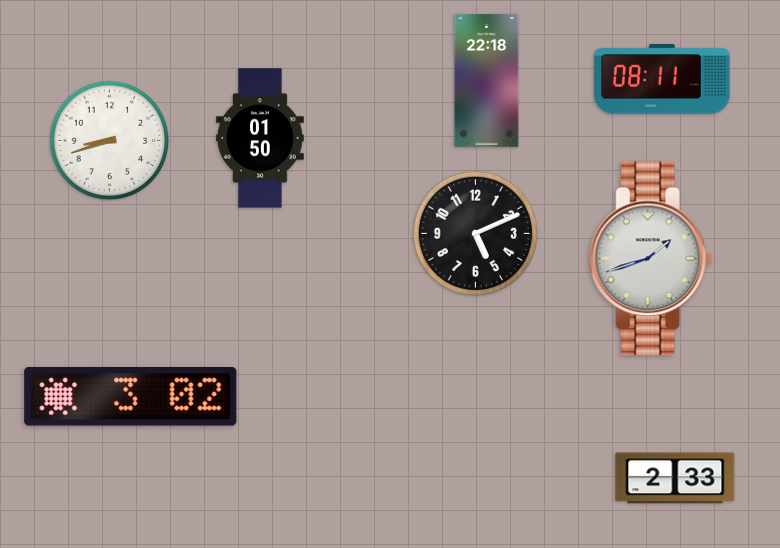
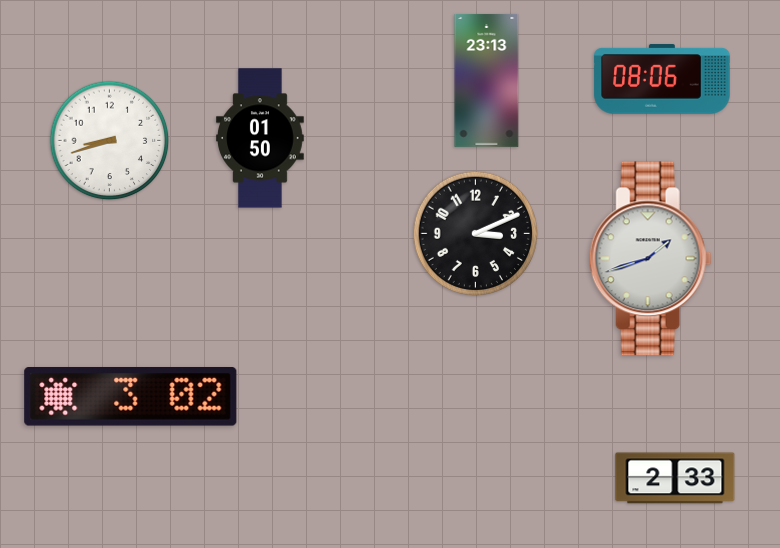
clock at (662, 79): 08:11 -> 08:06
clock at (487, 80): 22:18 -> 23:13
clock at (476, 234): 5:11 -> 3:11
